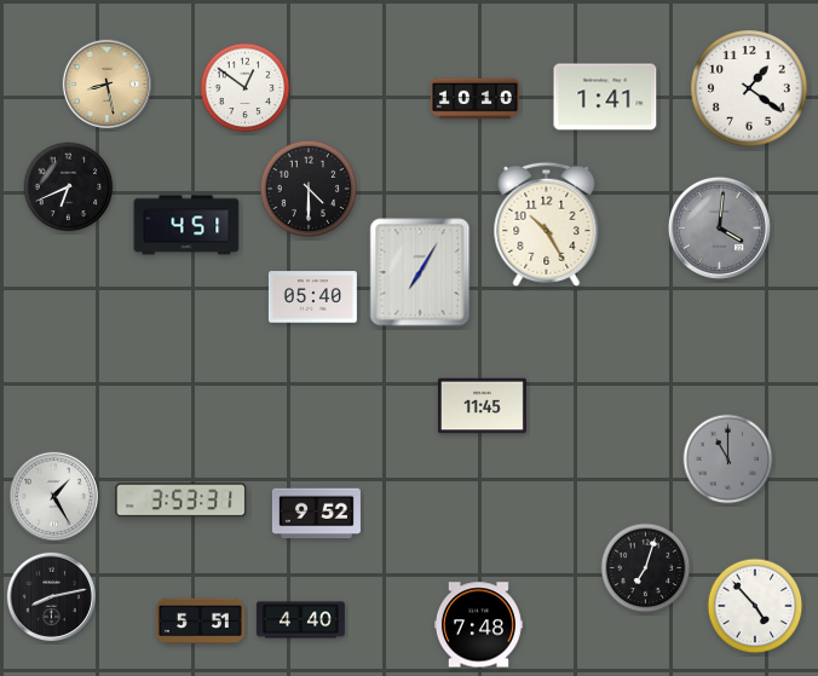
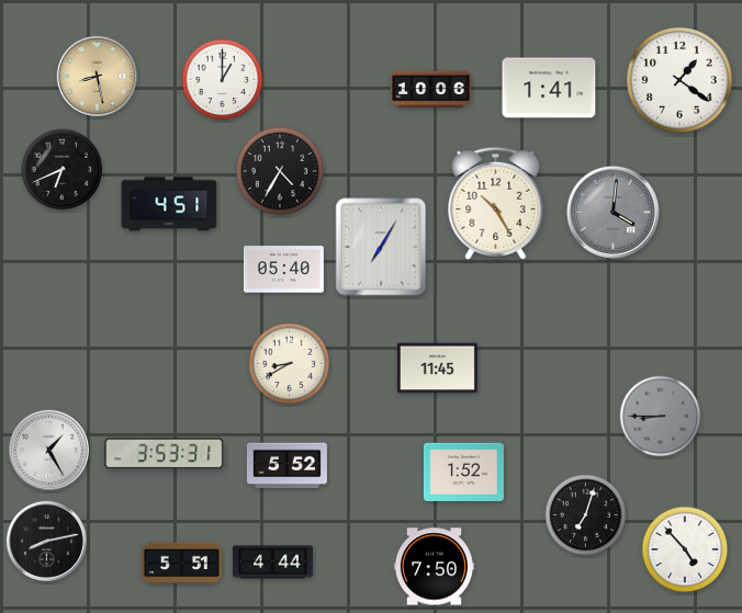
clock at (246, 88): 12:51 -> 1:00
clock at (474, 99): 10:10 -> 10:06
clock at (309, 189): 4:30 -> 4:35
clock at (719, 227) position: (719, 227) -> (612, 212)
clock at (290, 364): none -> 8:40
clock at (728, 460): 11:00 -> 8:45
clock at (316, 514): 9:52 -> 5:52
clock at (463, 472): none -> 1:52
clock at (300, 620): 4:40 -> 4:44
clock at (478, 625): 7:48 -> 7:50
